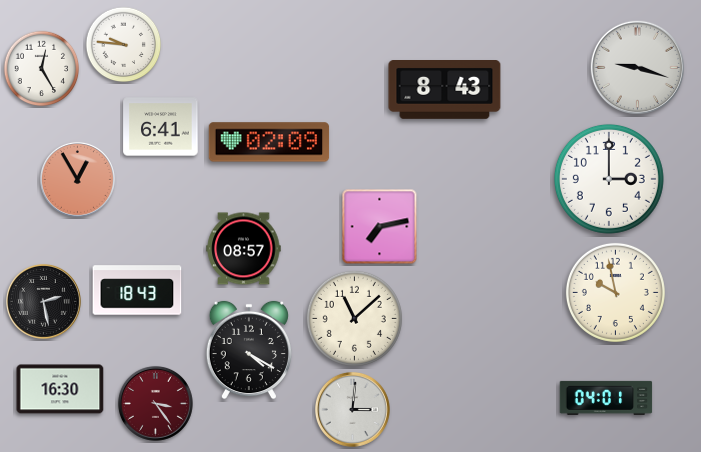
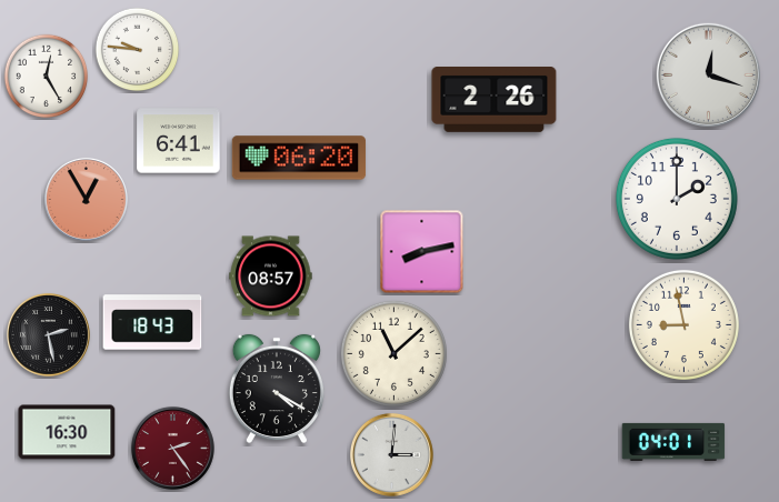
clock at (637, 67): 9:18 -> 12:18
clock at (445, 90): 8:43 -> 2:26
clock at (269, 142): 02:09 -> 06:20
clock at (609, 179): 3:00 -> 2:00
clock at (380, 227): 7:13 -> 8:13
clock at (615, 292): 9:58 -> 8:58
clock at (155, 403): 3:24 -> 2:24
